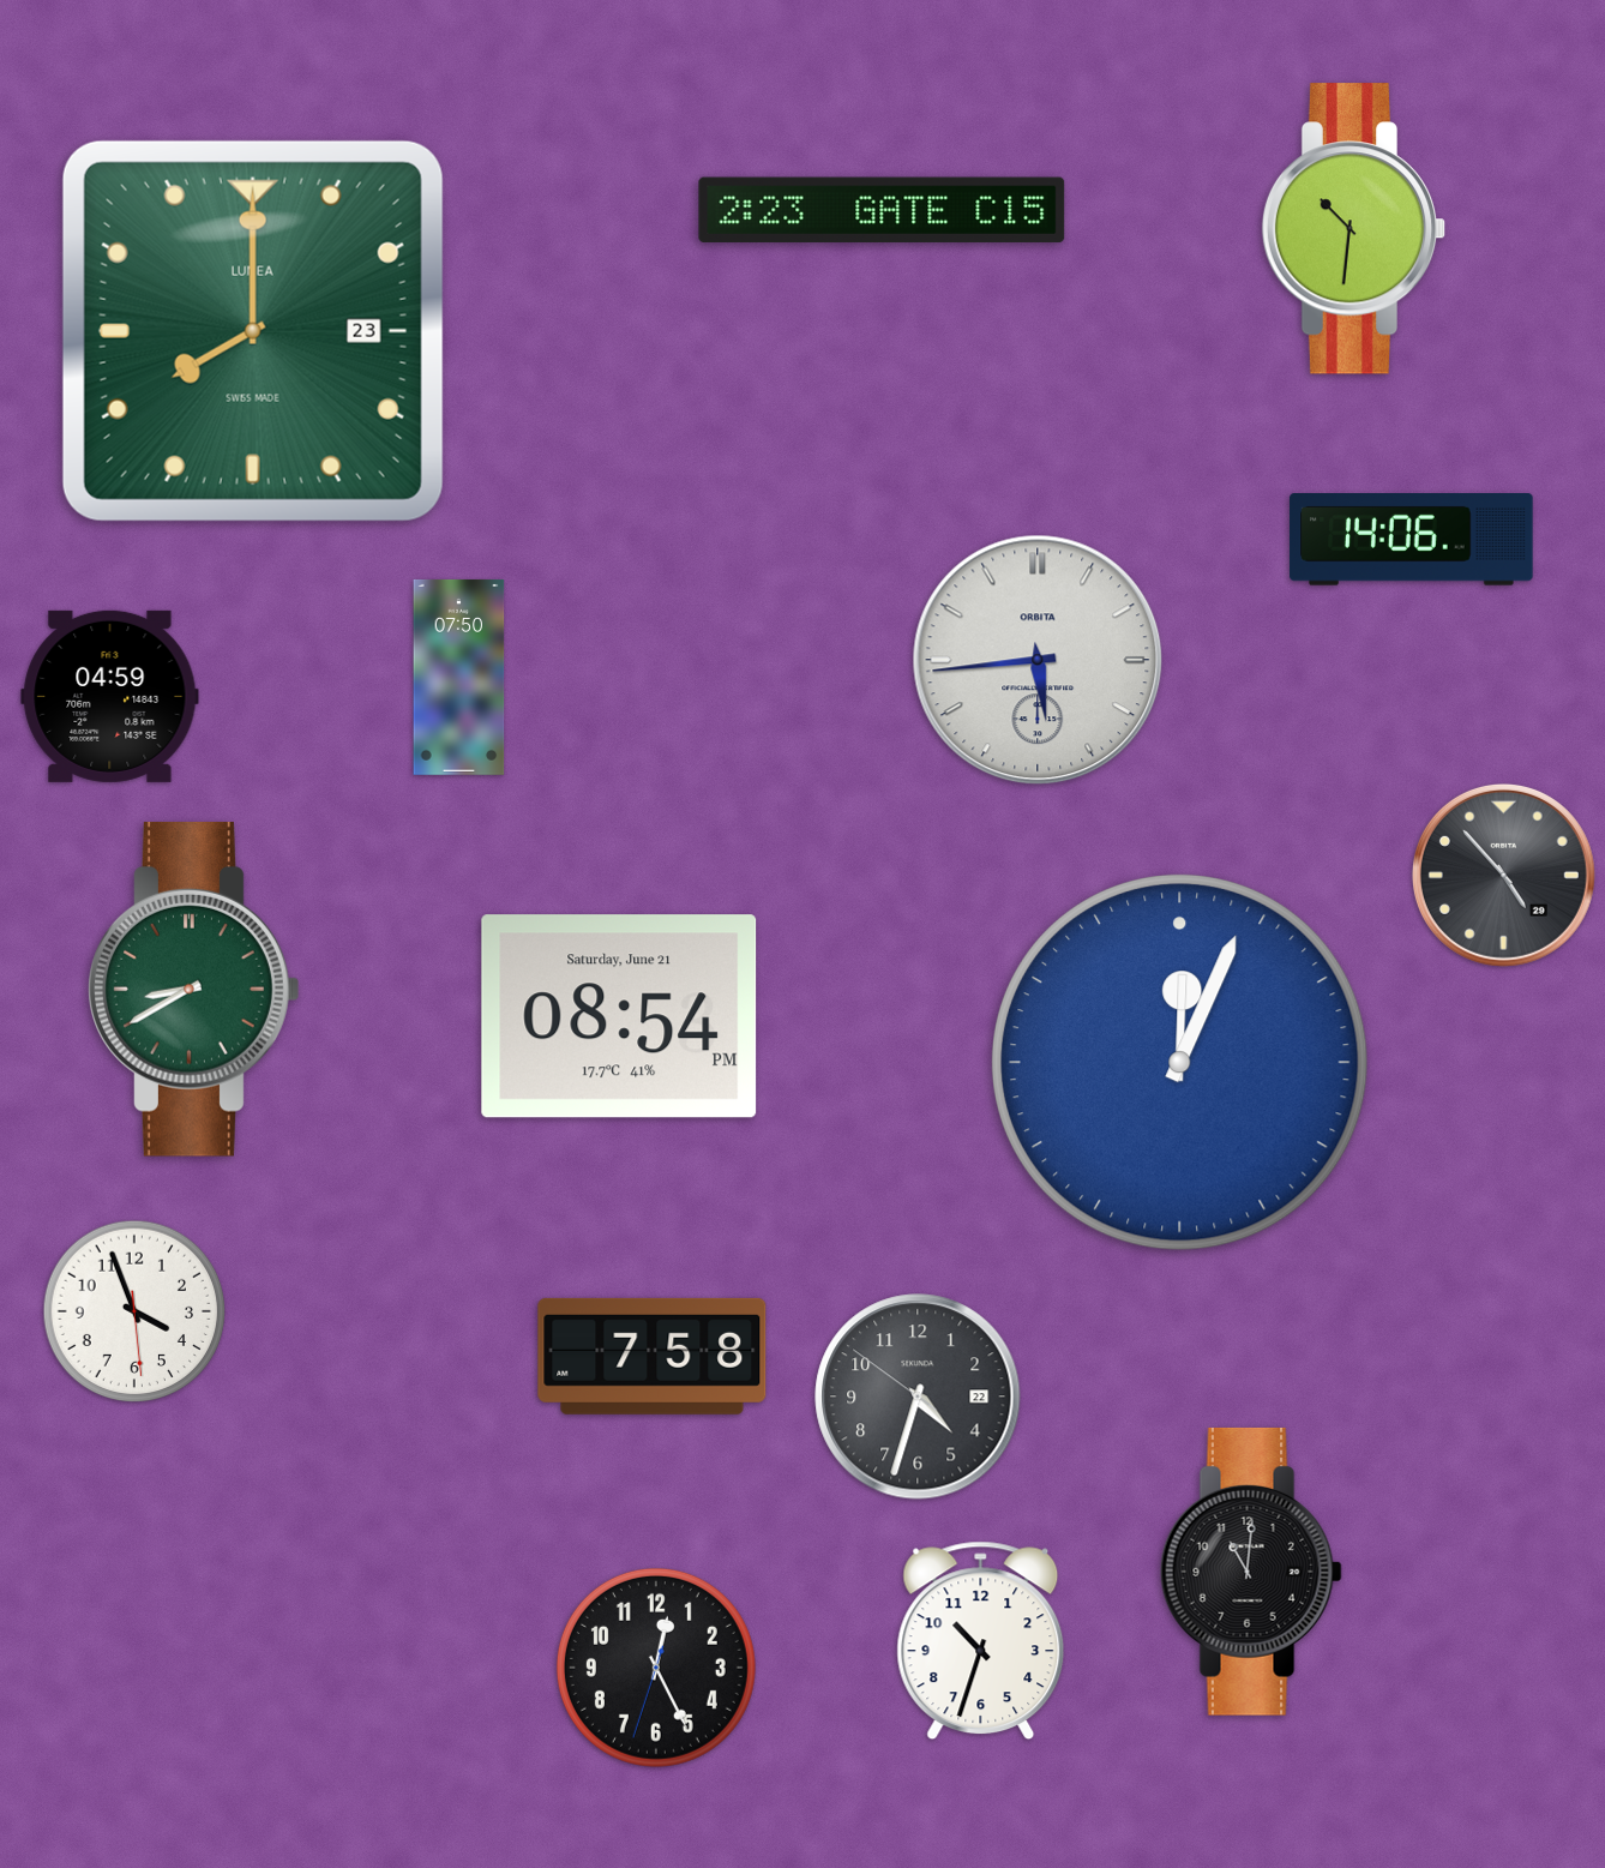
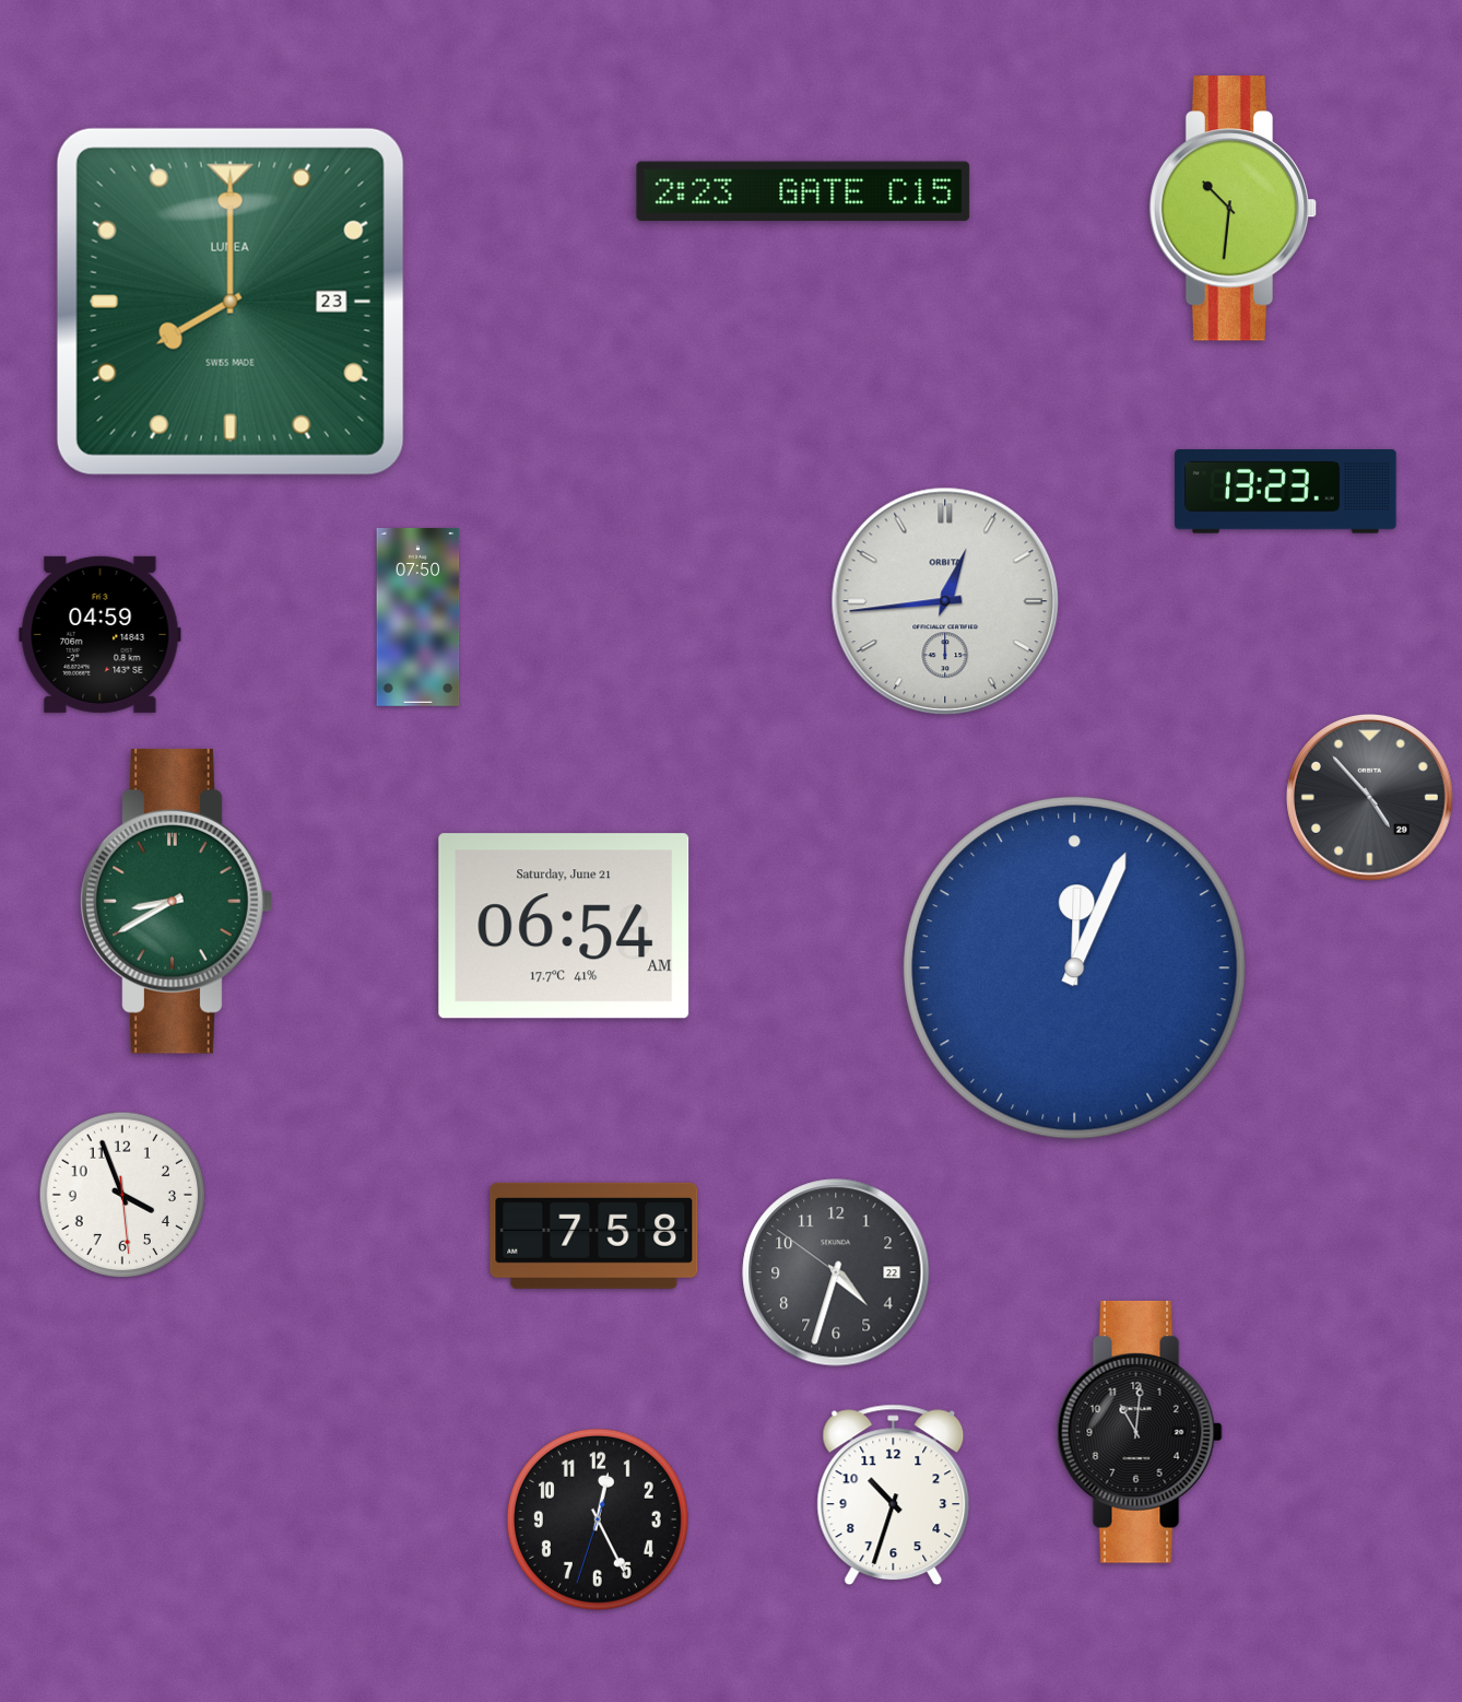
clock at (1412, 540): 14:06 -> 13:23
clock at (1038, 660): 5:44 -> 12:44
clock at (619, 1016): 08:54 -> 06:54
